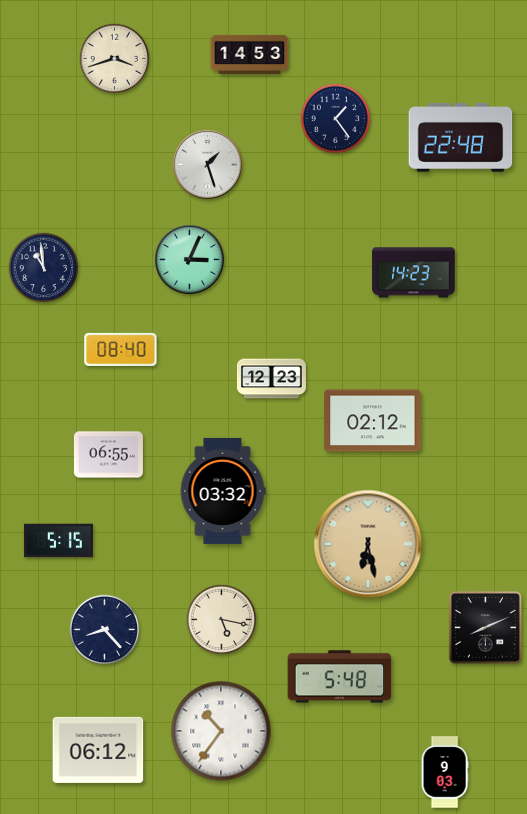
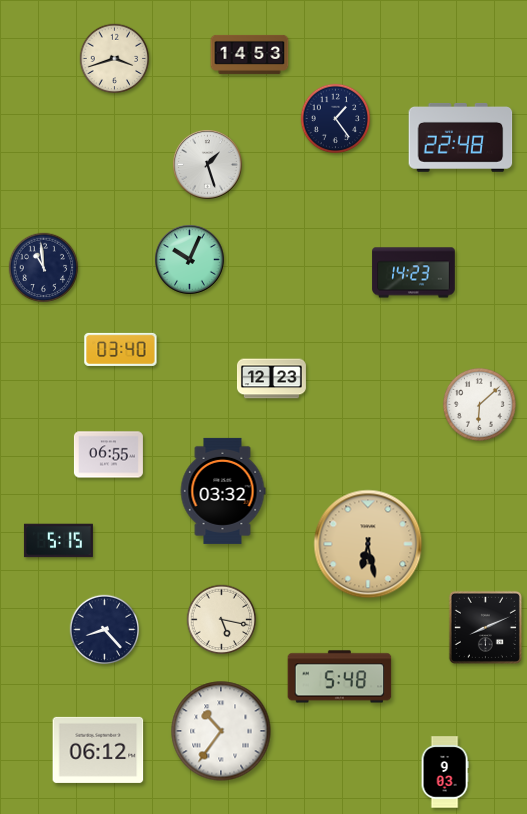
clock at (190, 260): 3:04 -> 10:04
clock at (121, 349): 08:40 -> 03:40
clock at (479, 404): none -> 6:08
clock at (373, 421): 02:12 -> none
